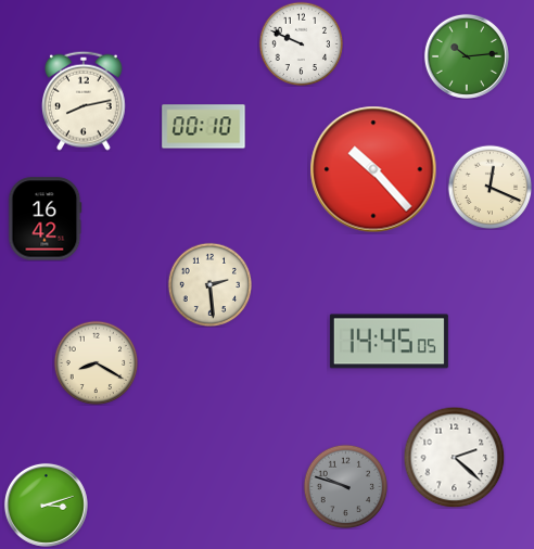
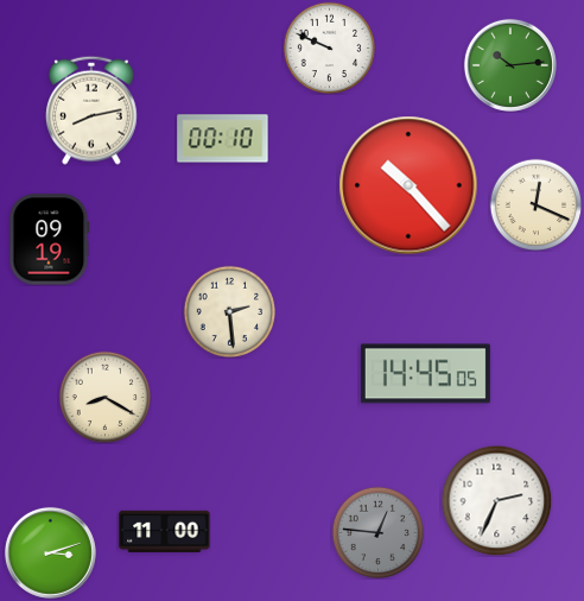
clock at (467, 56) position: (467, 56) -> (510, 65)
clock at (46, 219): 16:42 -> 09:19
clock at (454, 457): 2:22 -> 2:34
clock at (165, 531): none -> 11:00
clock at (345, 486): 9:48 -> 12:46
